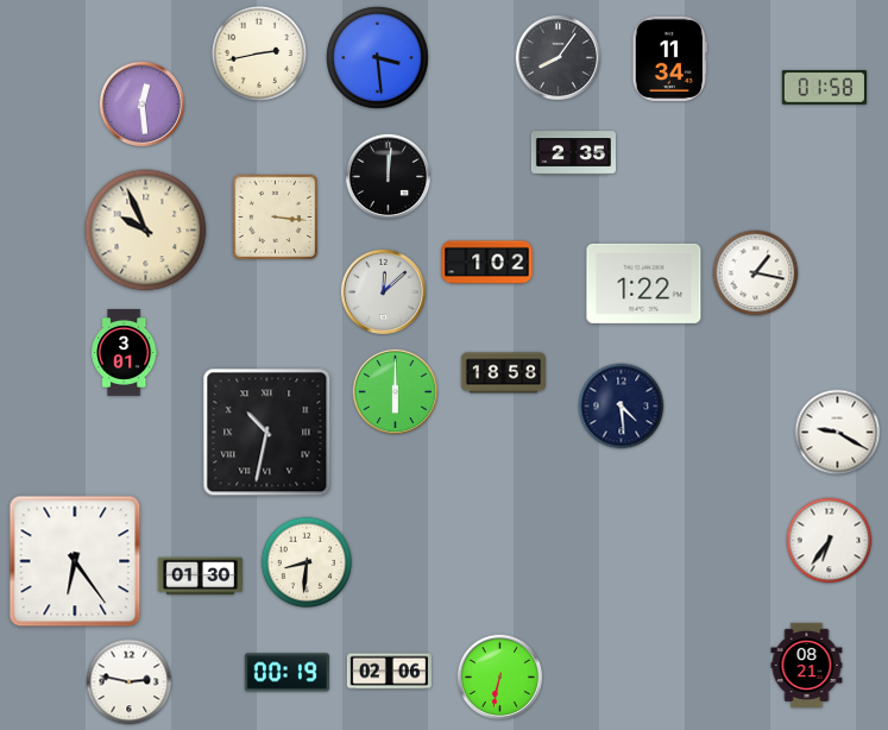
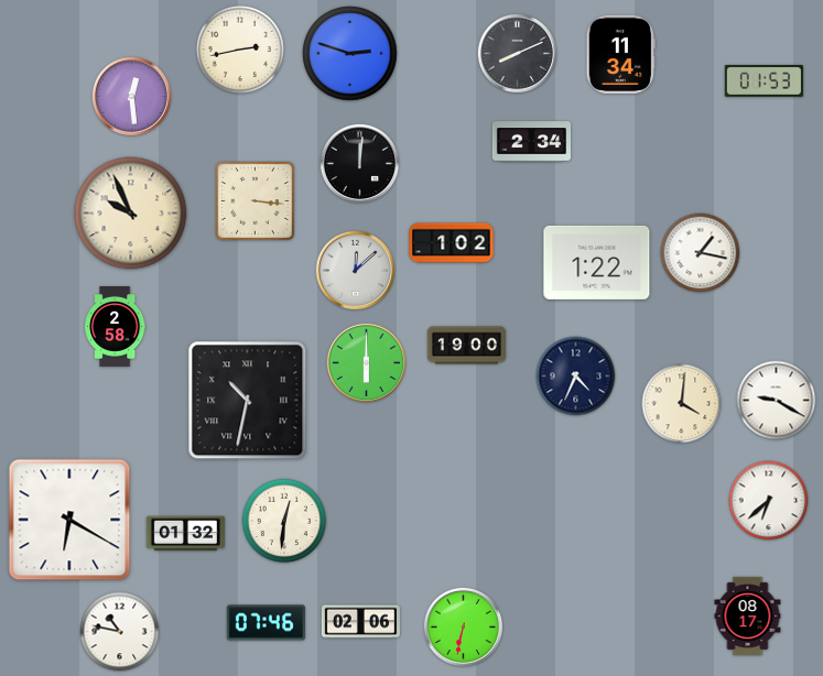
clock at (558, 57): 8:06 -> 8:11
clock at (378, 58): 3:29 -> 2:48
clock at (824, 87): 01:58 -> 01:53
clock at (573, 153): 2:35 -> 2:34
clock at (146, 231) position: (146, 231) -> (131, 214)
clock at (125, 353): 3:01 -> 2:58
clock at (503, 373): 18:58 -> 19:00
clock at (622, 407): 4:29 -> 4:34
clock at (682, 404): none -> 4:01
clock at (830, 541): 6:36 -> 6:38
clock at (75, 561): 6:24 -> 6:20
clock at (307, 562): 8:31 -> 12:31
clock at (200, 577): 01:30 -> 01:32
clock at (807, 665): 08:21 -> 08:17
clock at (286, 673): 00:19 -> 07:46
clock at (130, 682): 2:47 -> 10:47
